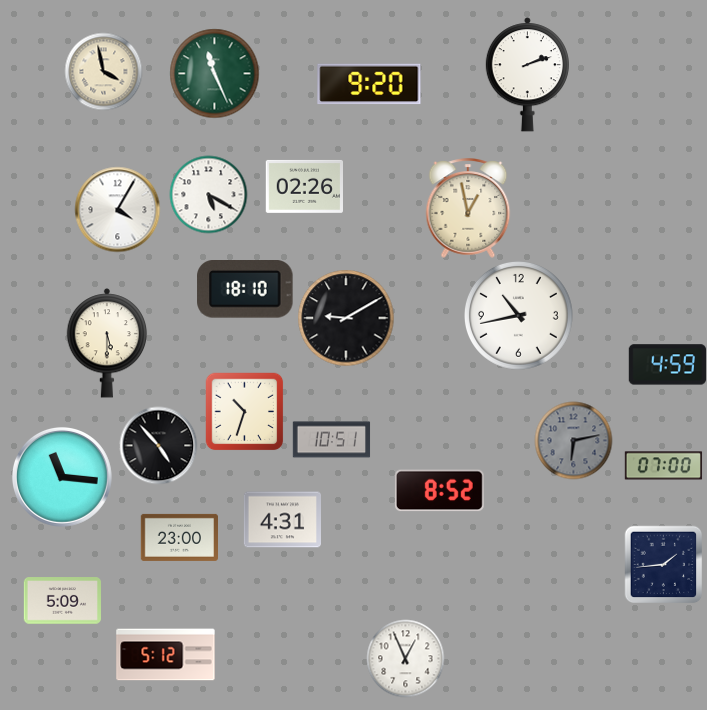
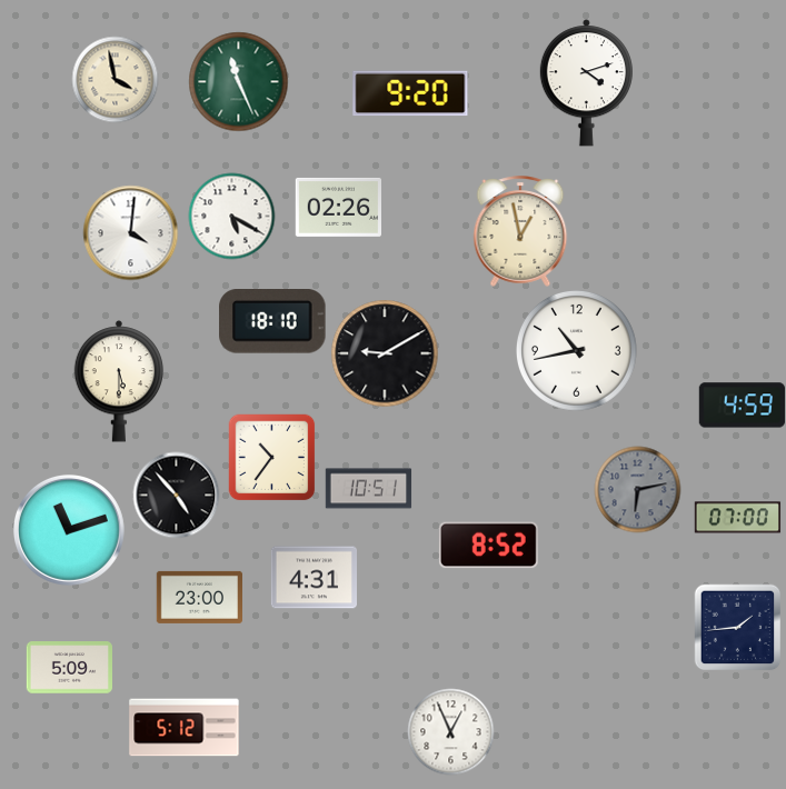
clock at (527, 75): 2:12 -> 4:12
clock at (117, 209): 4:05 -> 4:01
clock at (244, 411): 10:33 -> 10:36
clock at (62, 477): 11:16 -> 11:12
